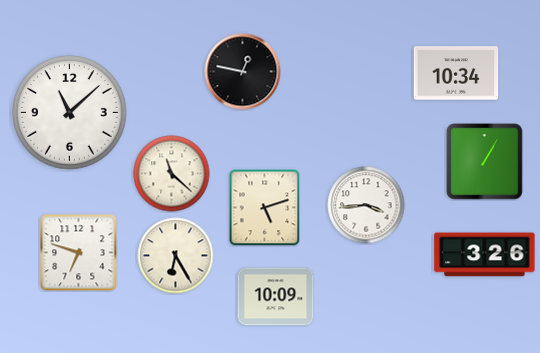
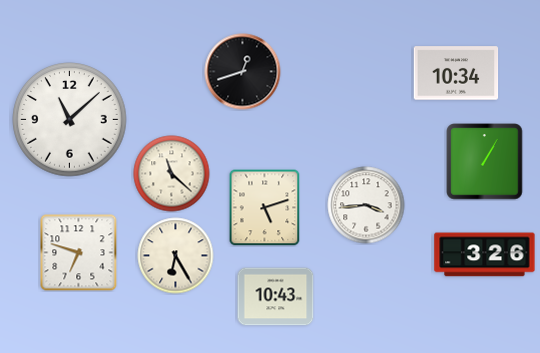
clock at (243, 72): 12:47 -> 12:42
clock at (70, 113) position: (70, 113) -> (70, 120)
clock at (276, 297): 10:09 -> 10:43
